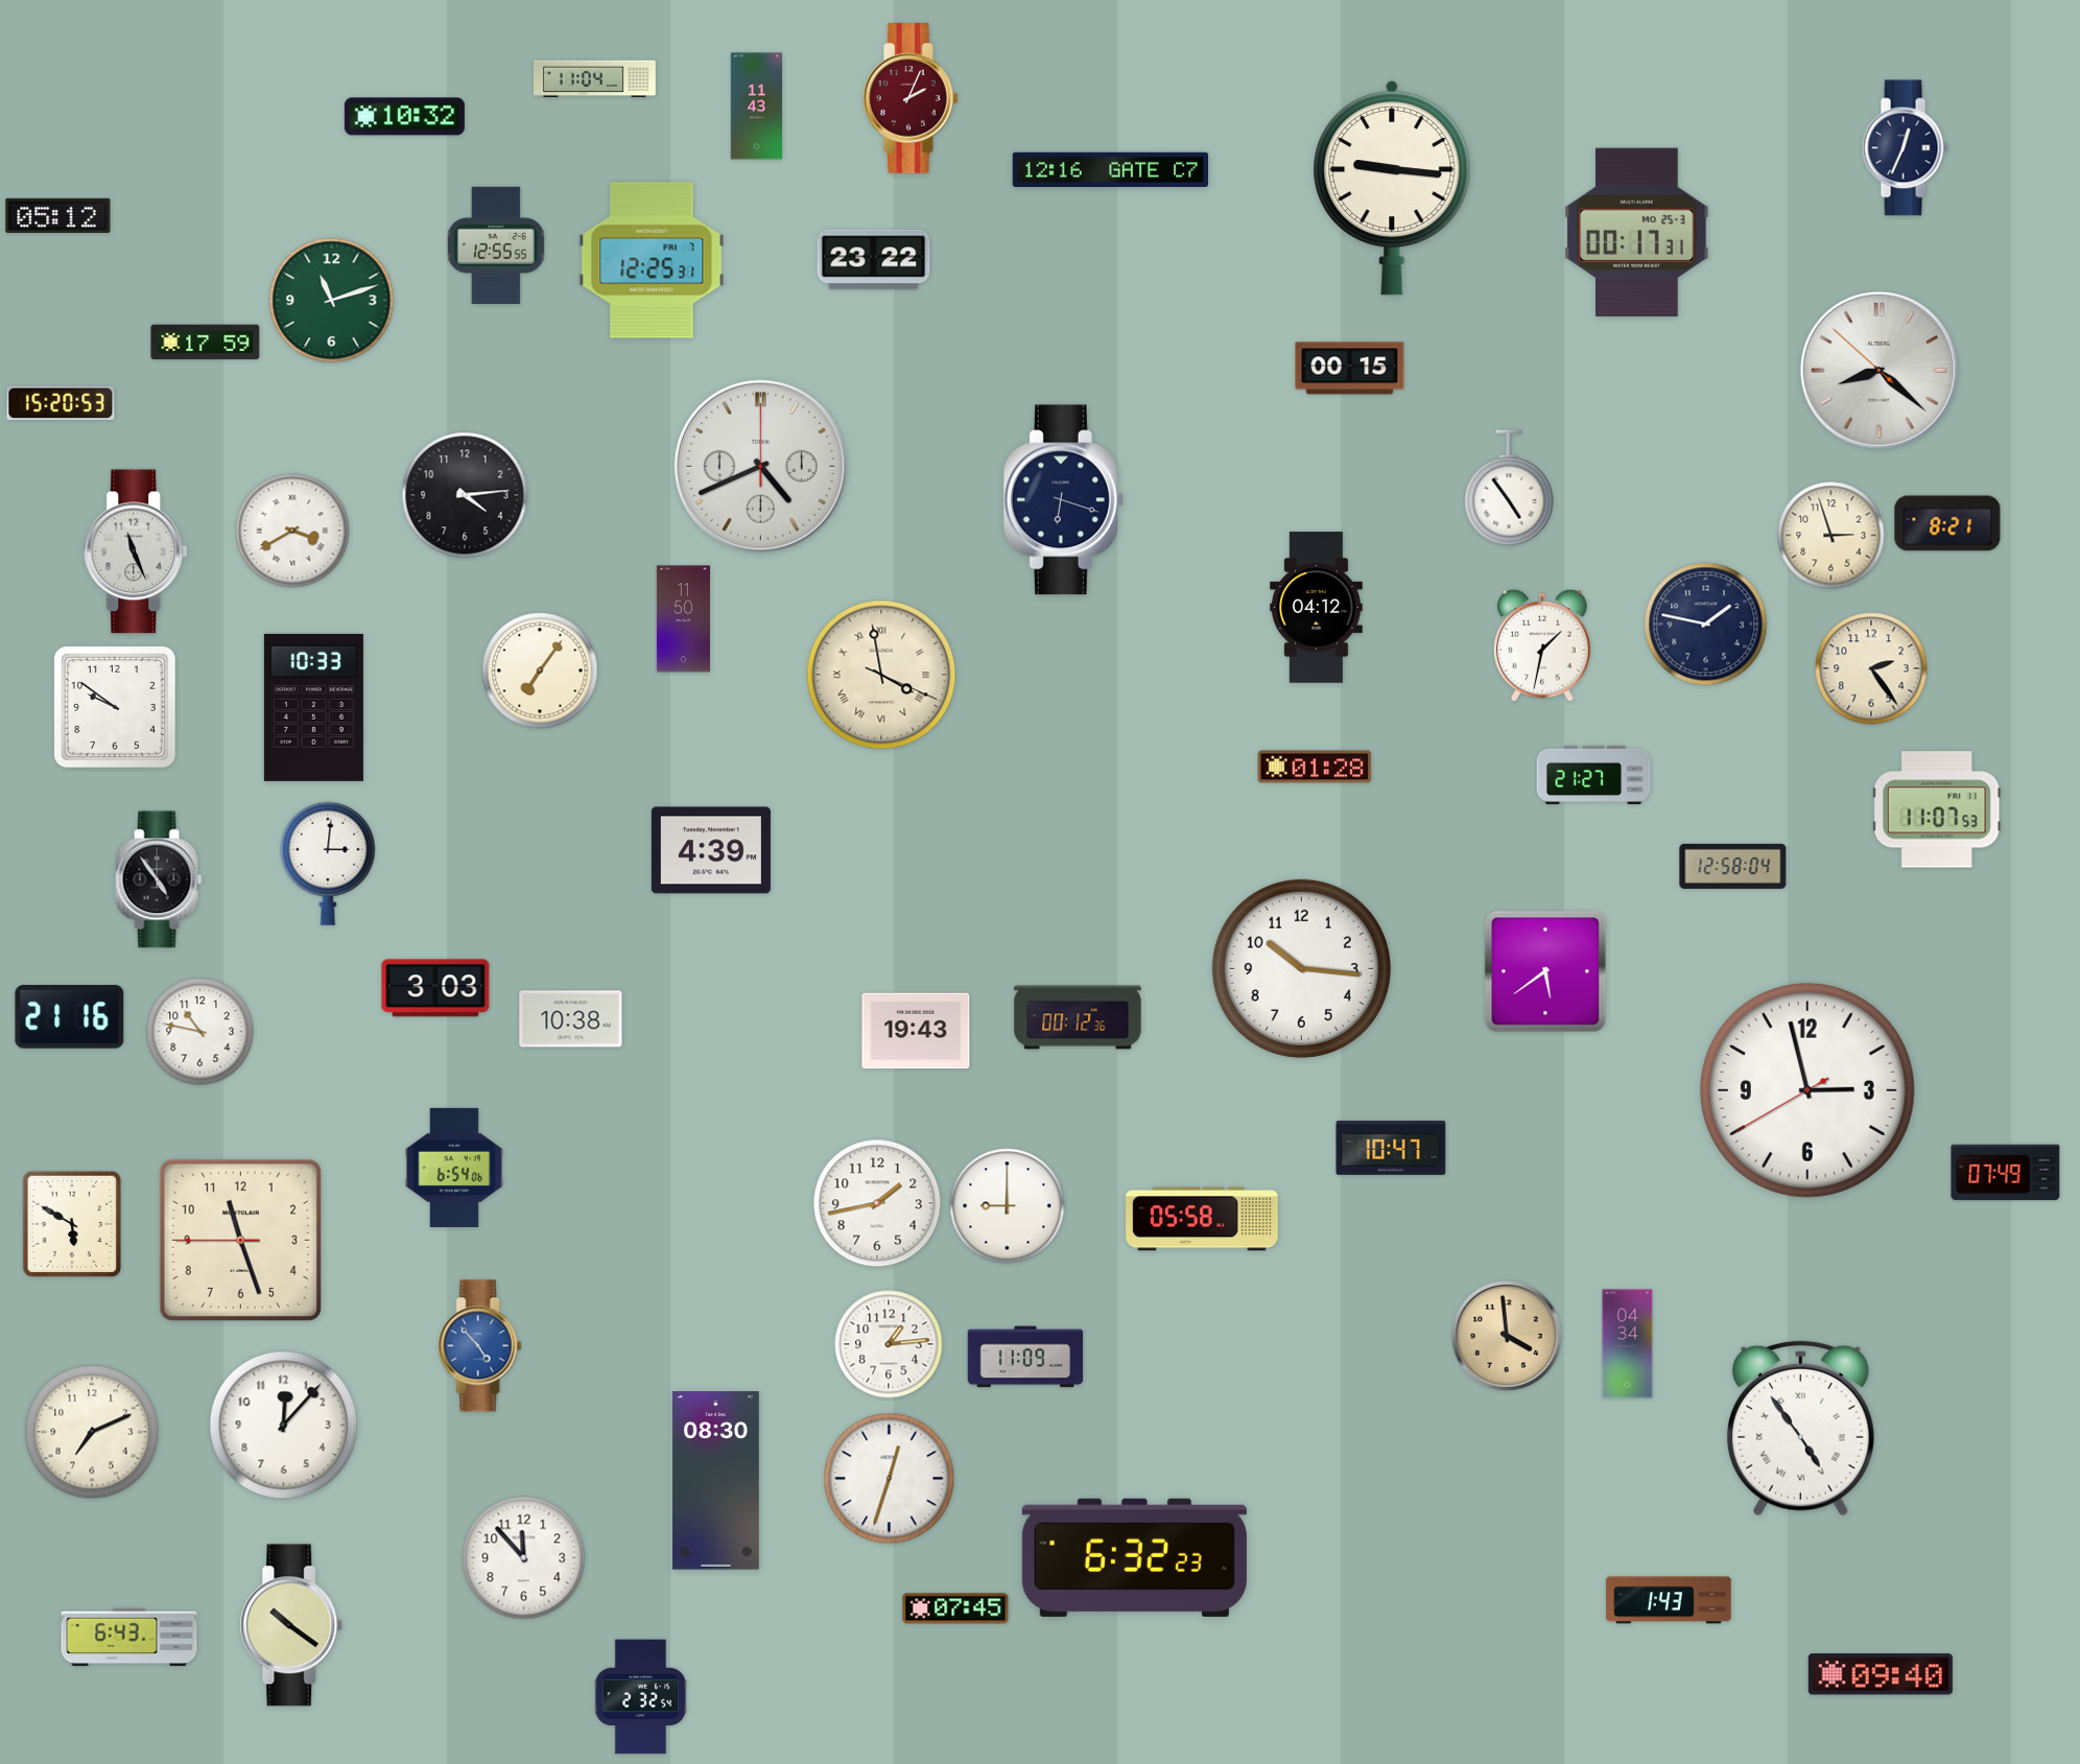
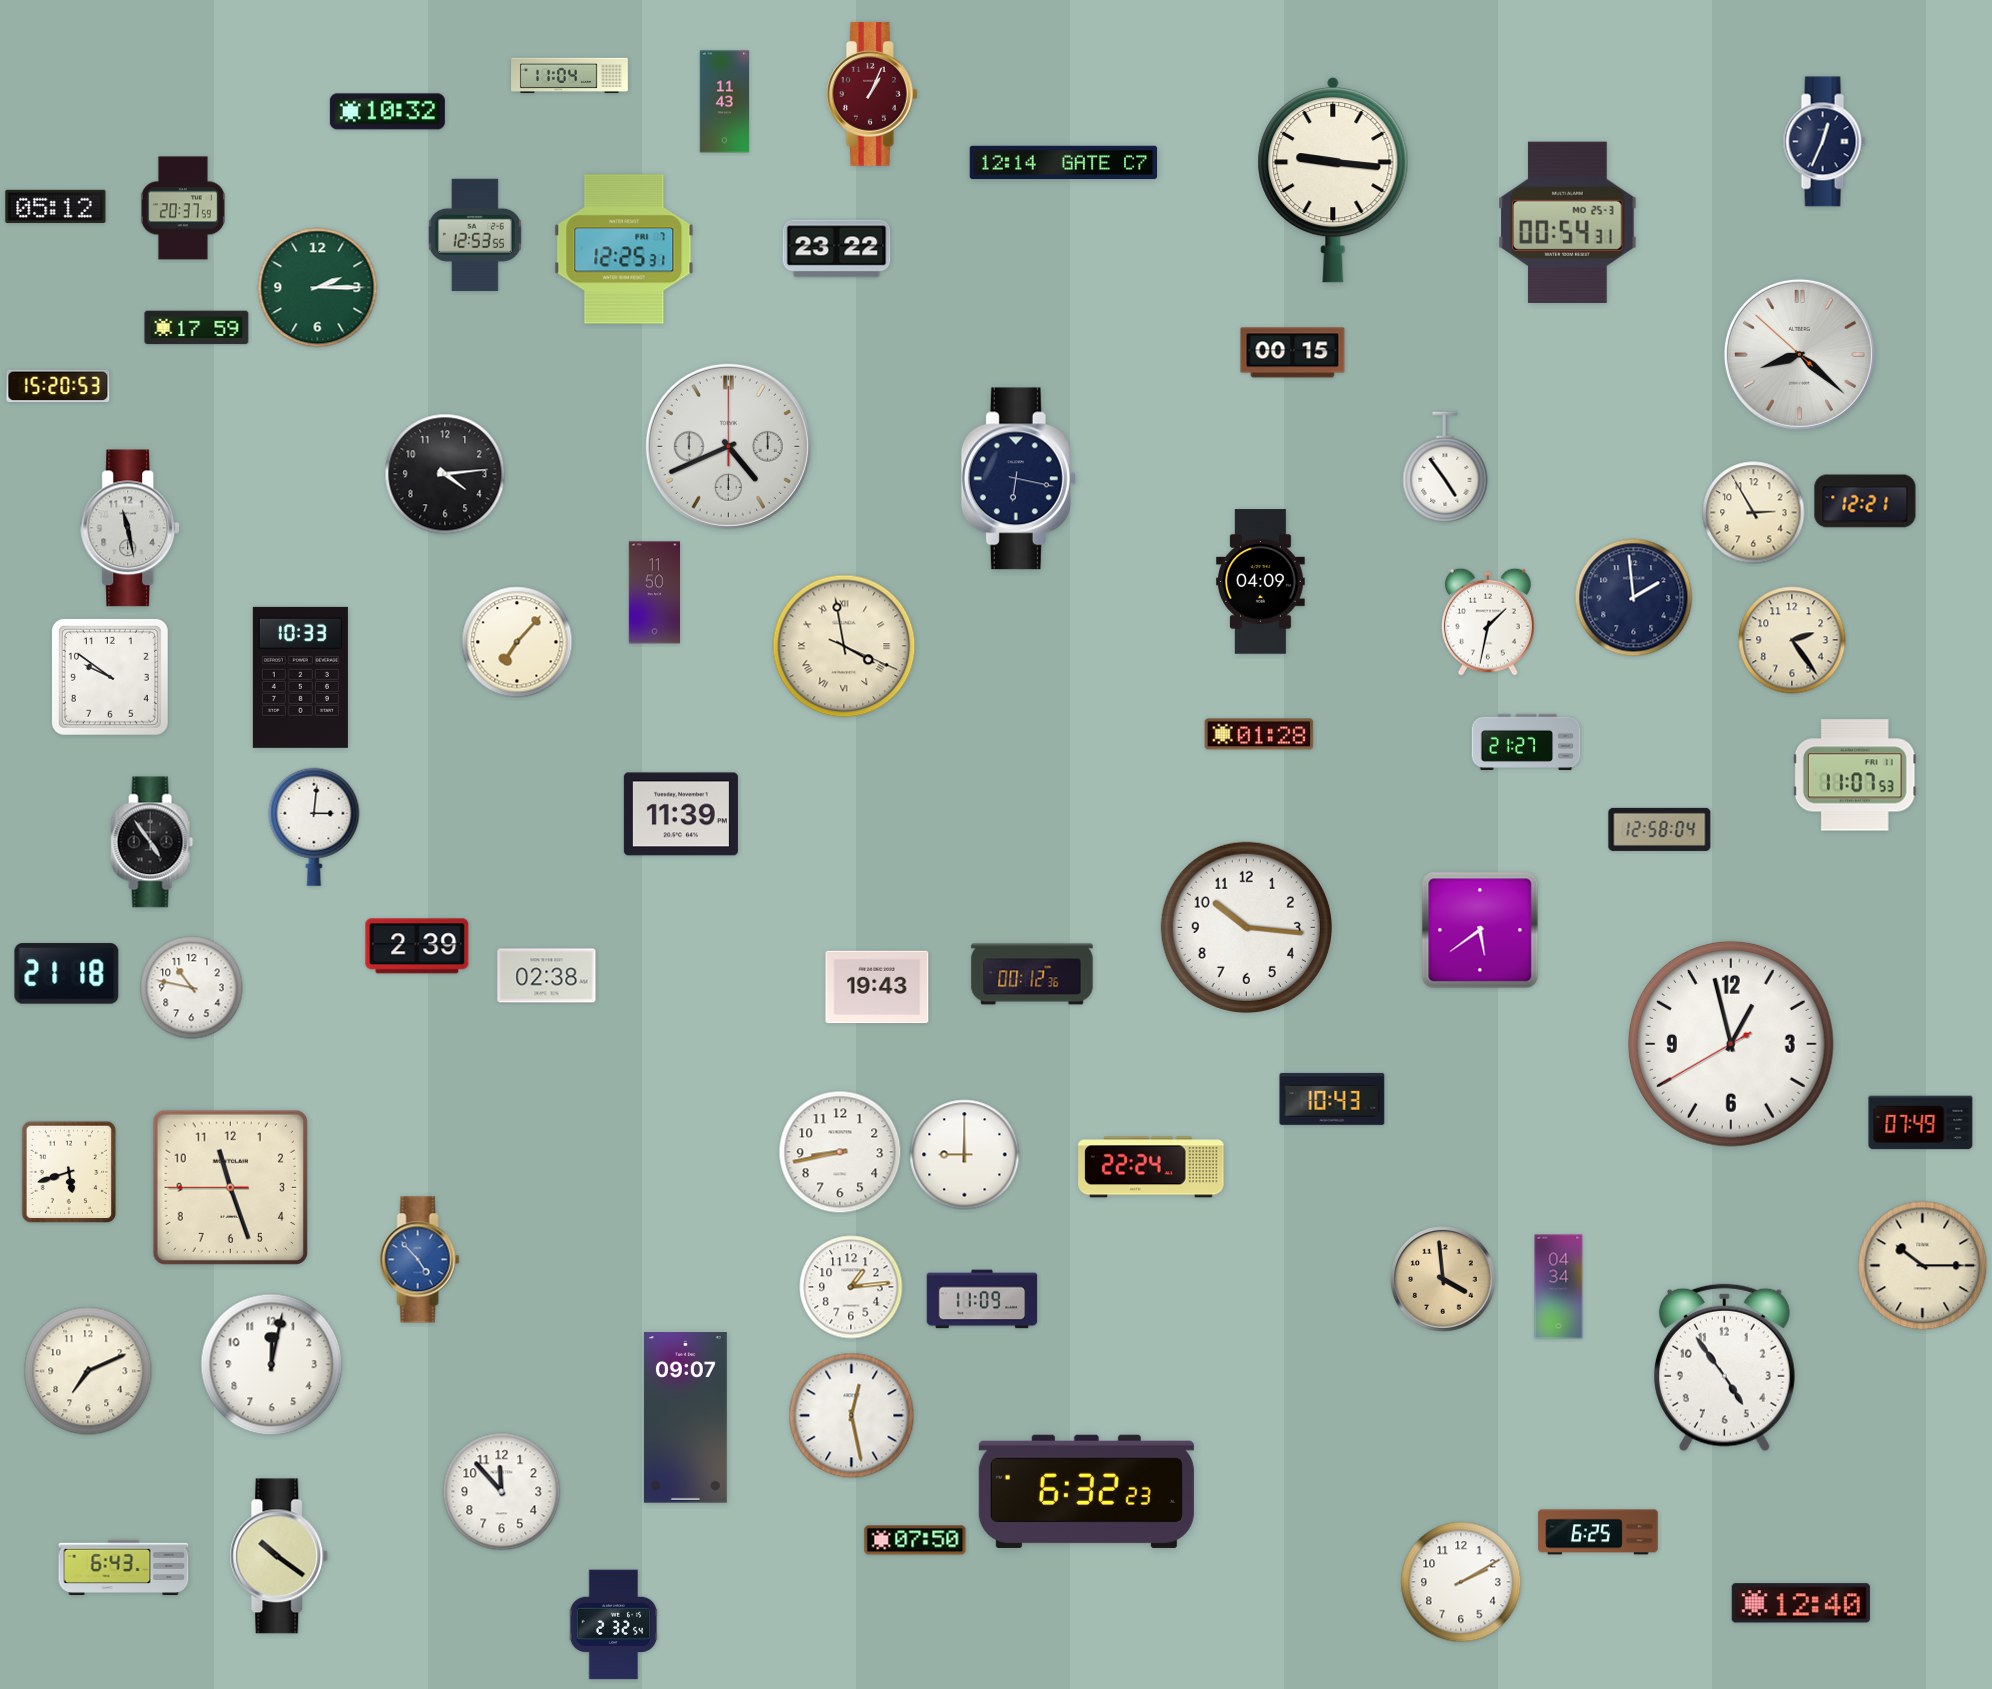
clock at (911, 99): 2:04 -> 1:04
clock at (1111, 170): 12:16 -> 12:14
clock at (183, 208): none -> 20:37
clock at (1637, 232): 00:17 -> 00:54
clock at (496, 245): 12:55 -> 12:53
clock at (332, 301): 11:12 -> 2:15
clock at (1063, 500): 6:18 -> 6:17
clock at (1947, 523): 8:21 -> 12:21
clock at (292, 531): 3:40 -> none
clock at (1831, 536): 2:57 -> 2:55
clock at (137, 551): 11:26 -> 11:28
clock at (1317, 608): 04:12 -> 04:09
clock at (1706, 625): 1:47 -> 1:59
clock at (1543, 645) position: (1543, 645) -> (1489, 622)
clock at (540, 671): 7:06 -> 7:07
clock at (711, 850): 4:39 -> 11:39
clock at (435, 988): 3:03 -> 2:39
clock at (70, 1017): 21:16 -> 21:18
clock at (571, 1019): 10:38 -> 02:38
clock at (1807, 1090): 2:57 -> 12:57
clock at (1391, 1148): 10:47 -> 10:43
clock at (454, 1168): 6:54 -> none
clock at (877, 1203): 1:43 -> 8:43
clock at (1202, 1219): 05:58 -> 22:24
clock at (72, 1224): 5:50 -> 5:42
clock at (1923, 1266): none -> 10:15
clock at (480, 1346) position: (480, 1346) -> (420, 1260)
clock at (284, 1426): 12:07 -> 12:02
clock at (1800, 1429) numerals: Roman -> Arabic
clock at (890, 1479): 12:33 -> 12:28
clock at (715, 1481): 08:30 -> 09:07
clock at (1669, 1600): 1:43 -> 6:25
clock at (955, 1608): 07:45 -> 07:50
clock at (1461, 1582): none -> 2:10
clock at (1881, 1674): 09:40 -> 12:40
